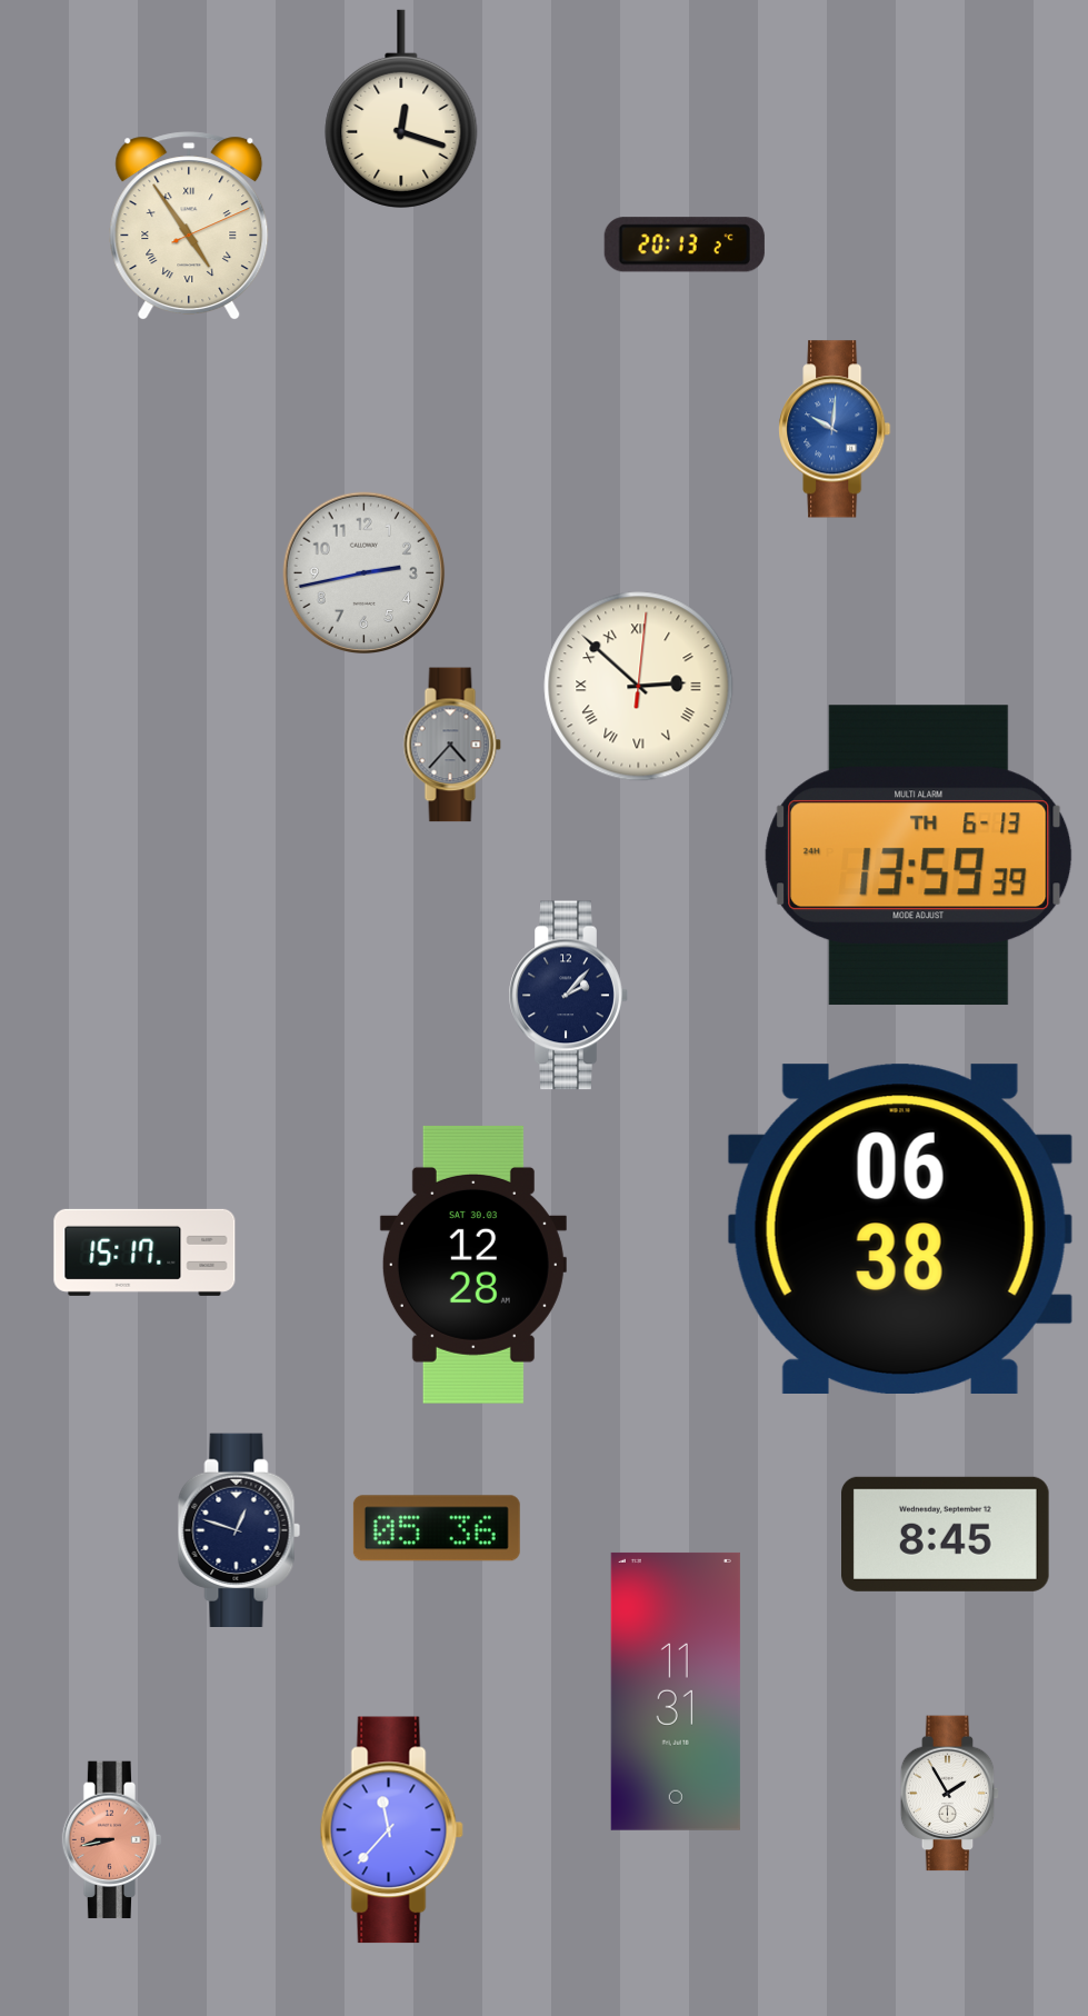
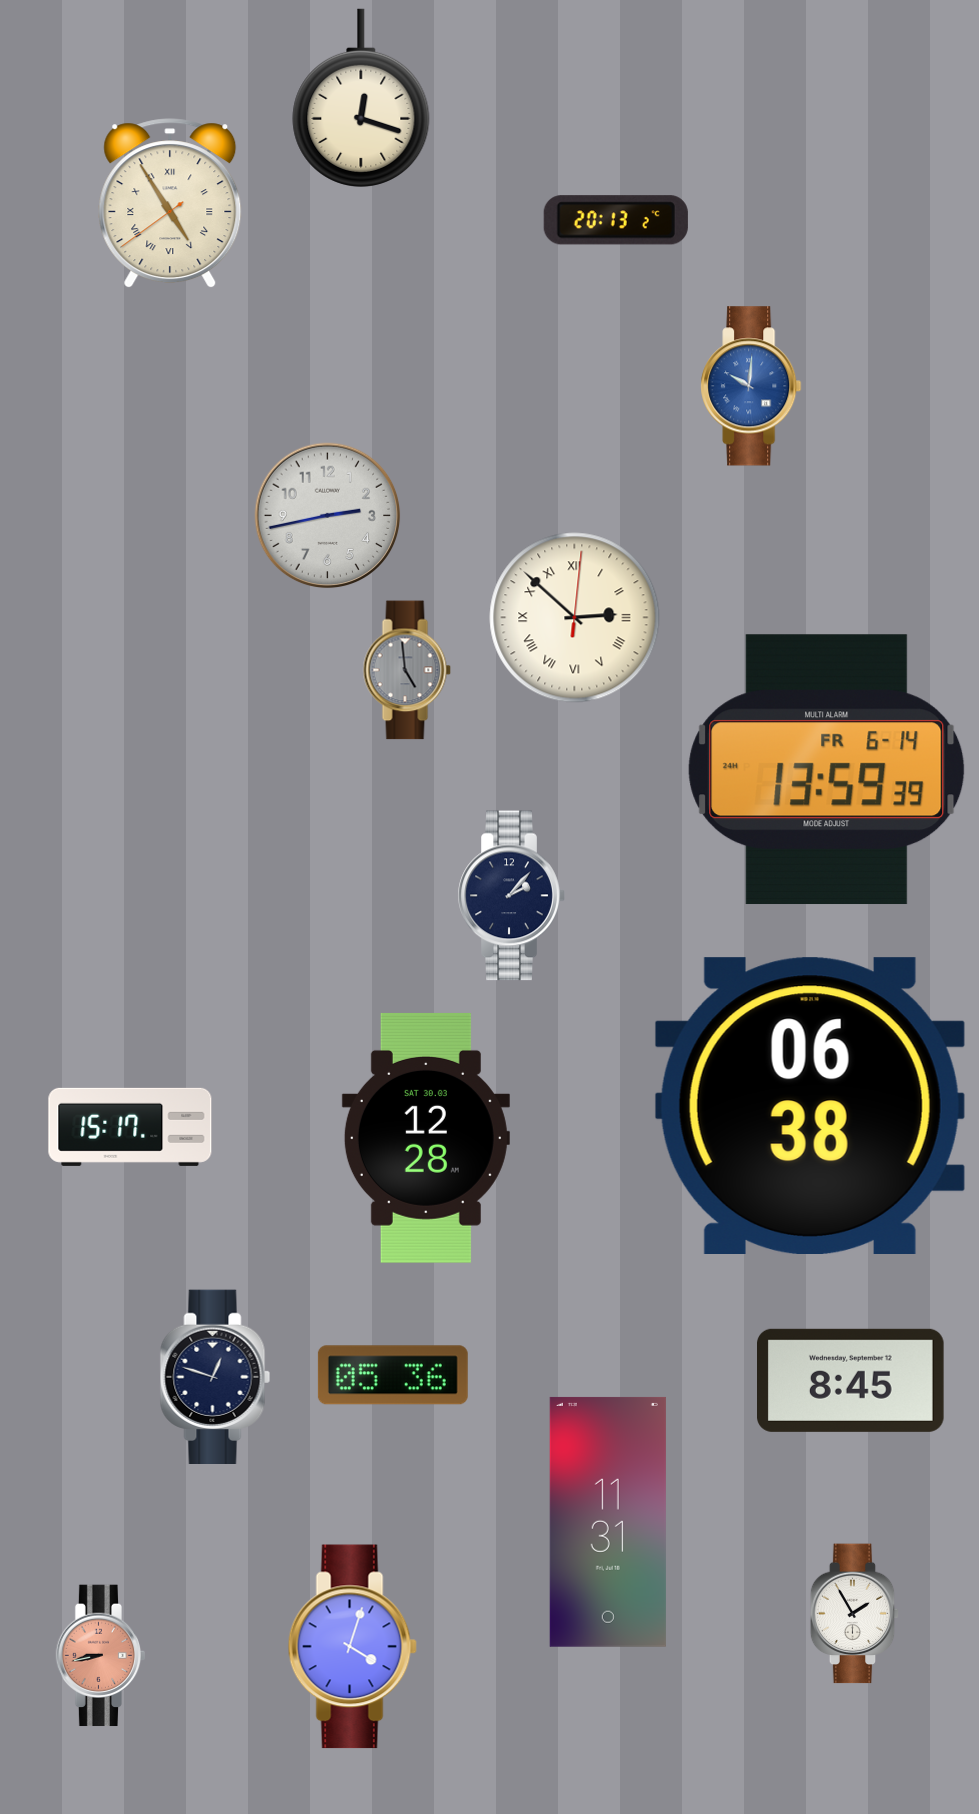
clock at (189, 227): 4:54:11 -> 4:54:39
clock at (452, 745): 4:37 -> 4:59
clock at (919, 856) date: TH 6-13 -> FR 6-14
clock at (391, 1830): 11:37 -> 4:03
